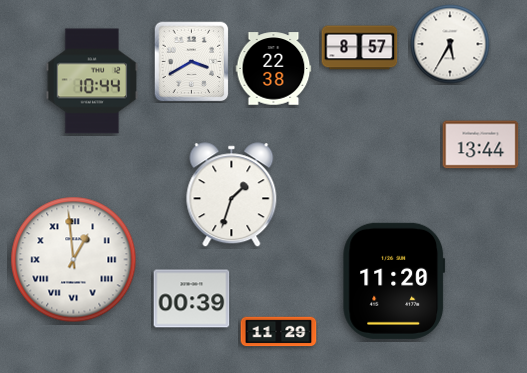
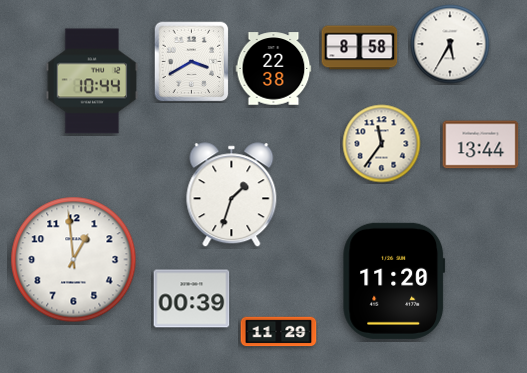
clock at (360, 48): 8:57 -> 8:58
clock at (382, 144): none -> 11:36
clock at (74, 260) numerals: Roman -> Arabic
